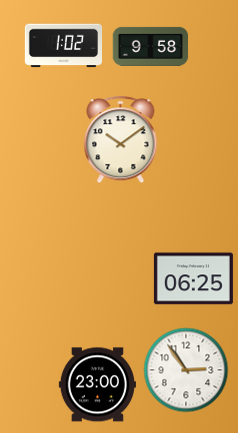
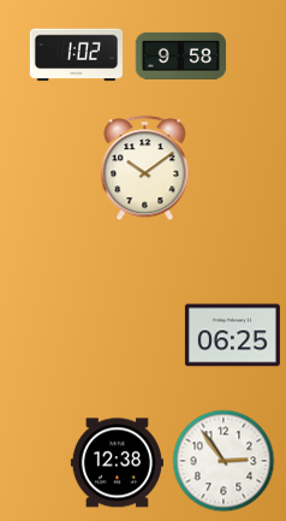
clock at (186, 370) position: (186, 370) -> (224, 461)
clock at (97, 385): 23:00 -> 12:38
